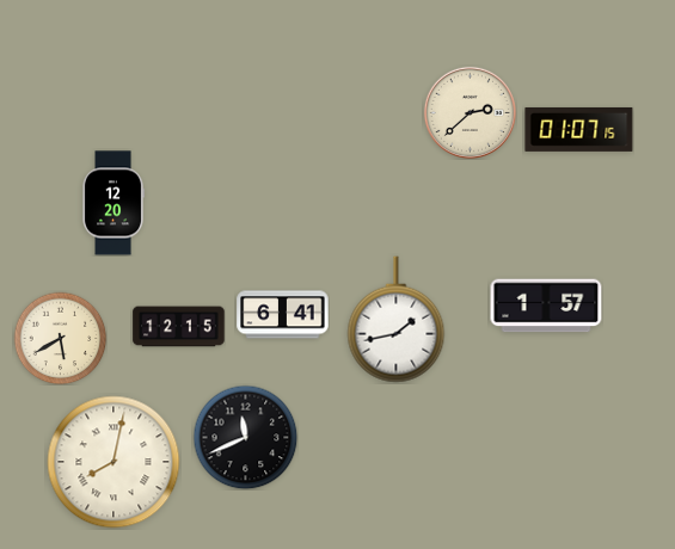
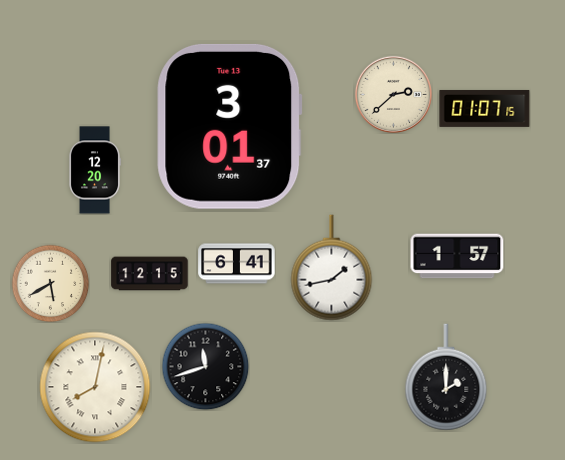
clock at (230, 126): none -> 3:01
clock at (245, 437): 11:41 -> 11:42
clock at (446, 377): none -> 2:00
